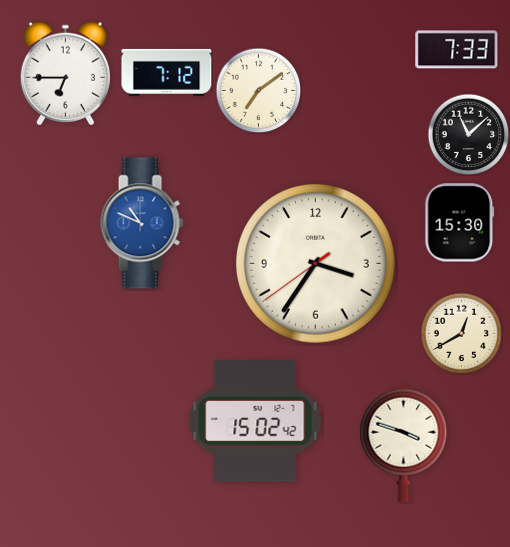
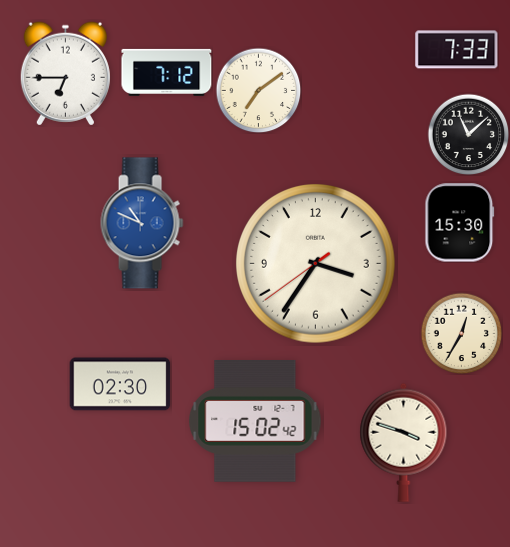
clock at (461, 333): 12:40 -> 12:35
clock at (120, 384): none -> 02:30
